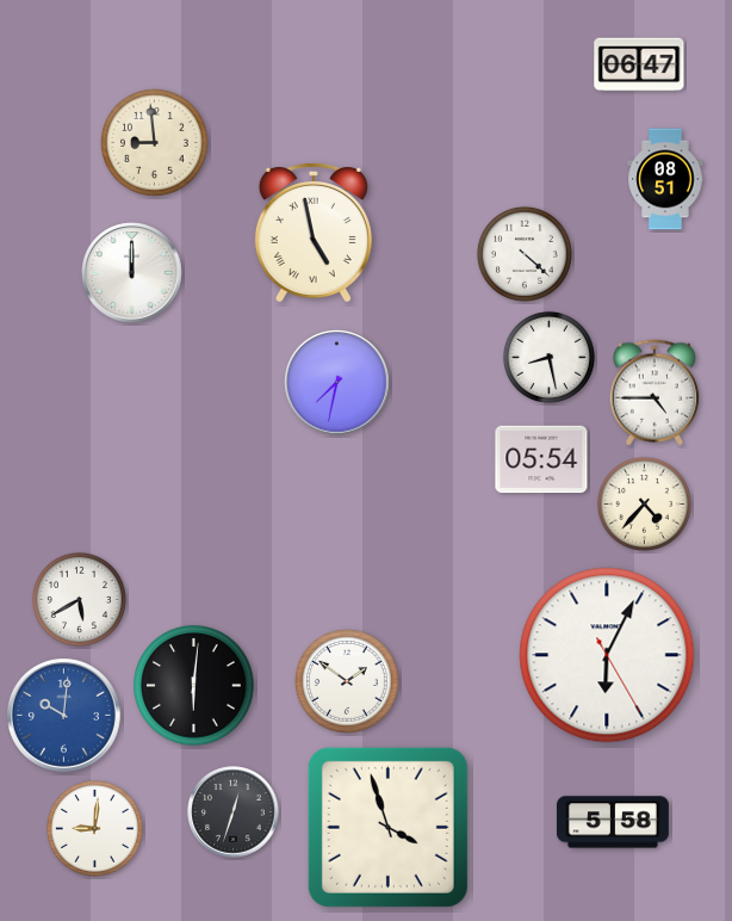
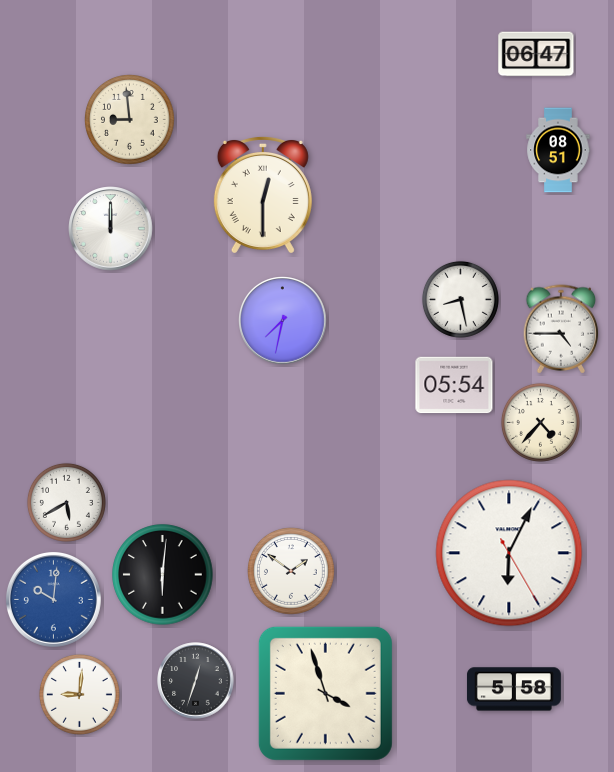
clock at (314, 231): 4:58 -> 12:30
clock at (525, 254): 4:22 -> none
clock at (655, 392) position: (655, 392) -> (561, 329)
clock at (607, 655) position: (607, 655) -> (509, 553)
